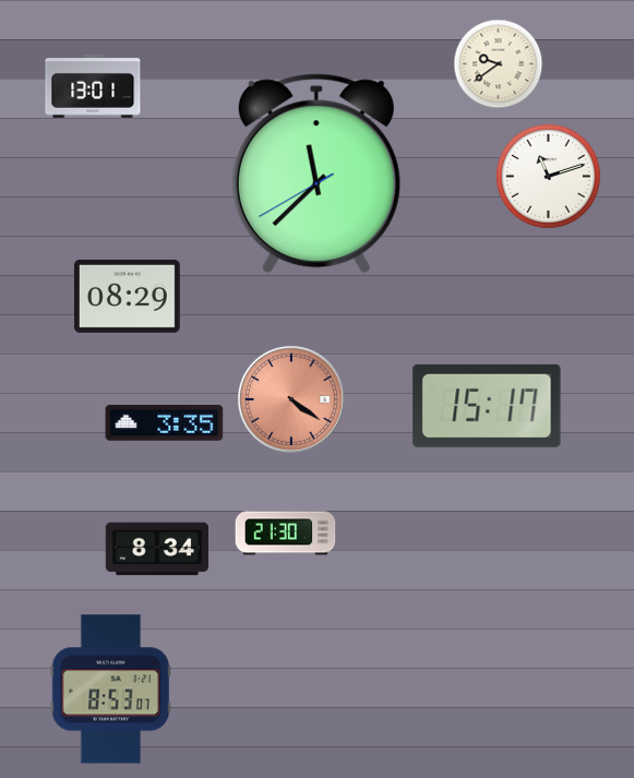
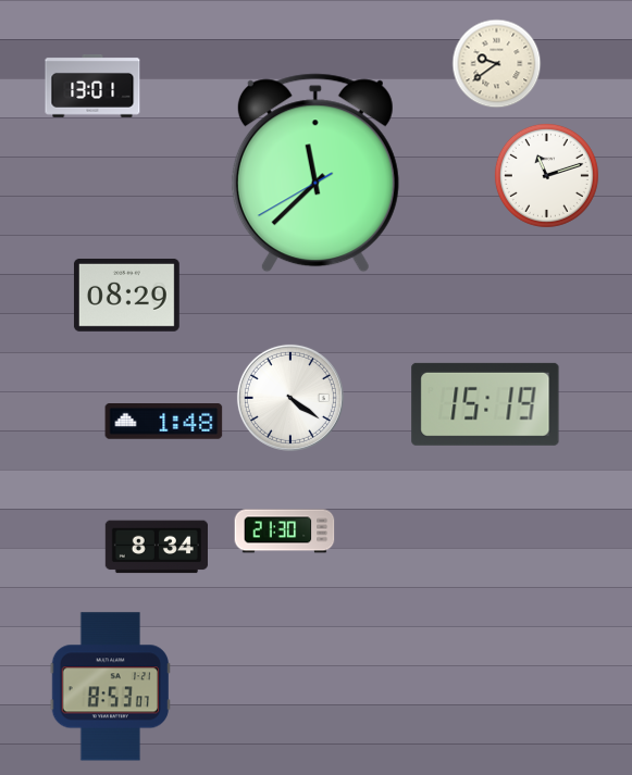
clock at (291, 399) dial: salmon -> white
clock at (487, 406): 15:17 -> 15:19
clock at (165, 423): 3:35 -> 1:48
